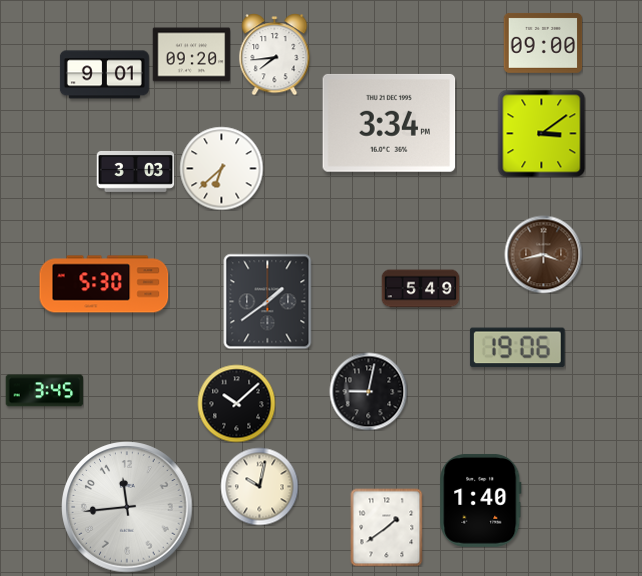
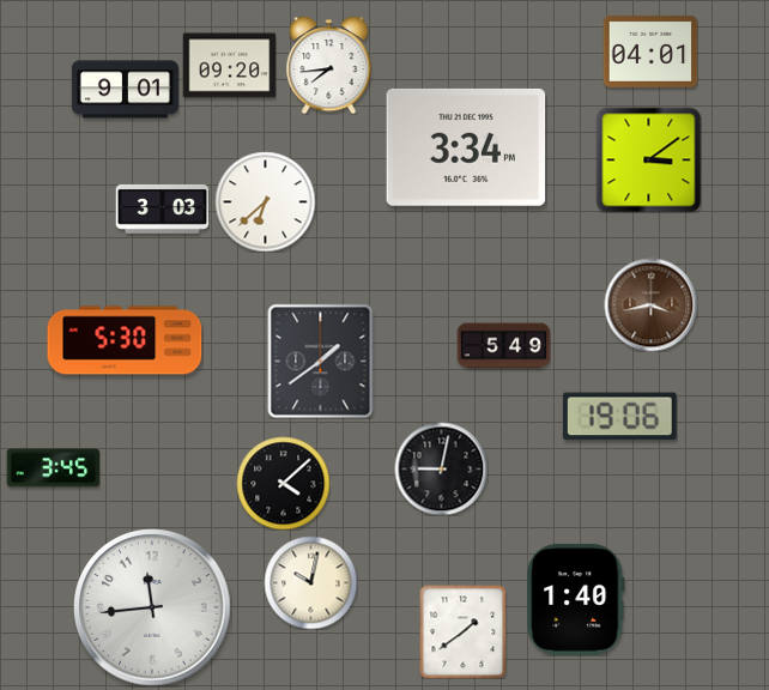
clock at (543, 43): 09:00 -> 04:01
clock at (135, 171) position: (135, 171) -> (162, 208)
clock at (236, 403): 10:08 -> 4:08
